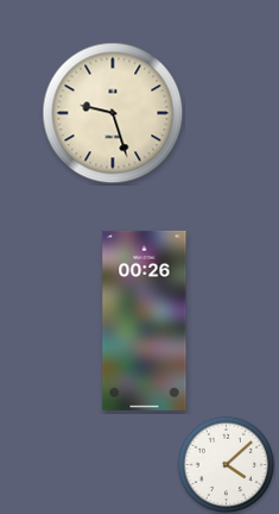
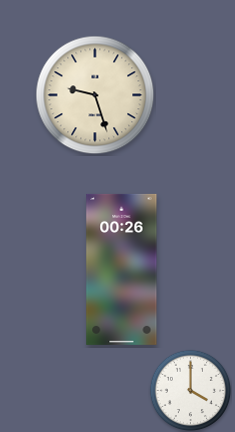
clock at (226, 464): 4:08 -> 4:00
